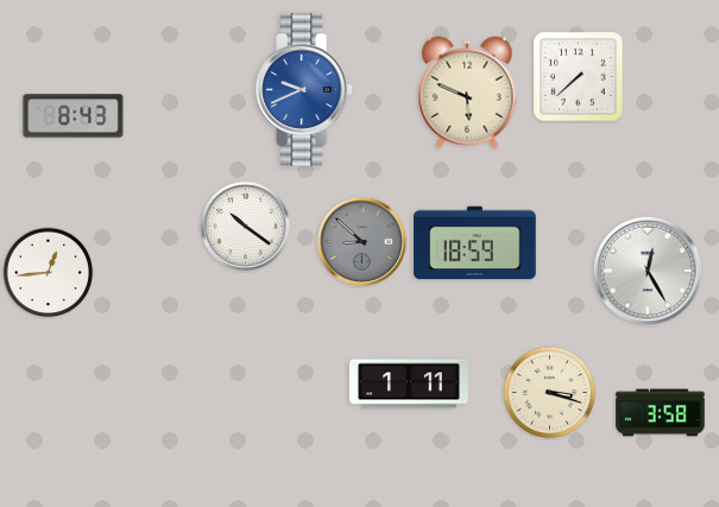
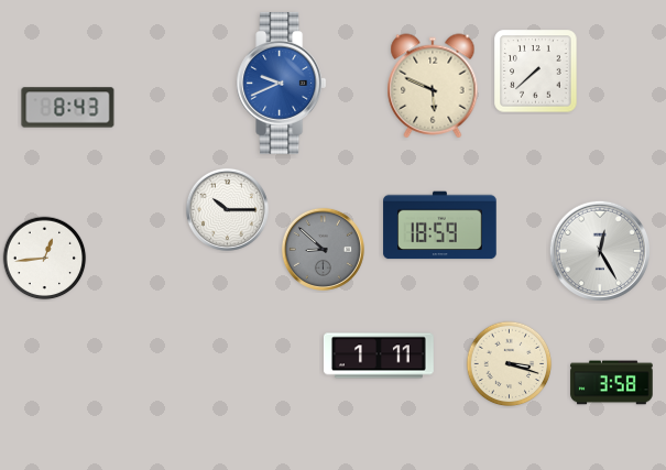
clock at (245, 226): 10:21 -> 10:15
clock at (361, 241) position: (361, 241) -> (323, 249)
clock at (49, 273) position: (49, 273) -> (45, 259)
